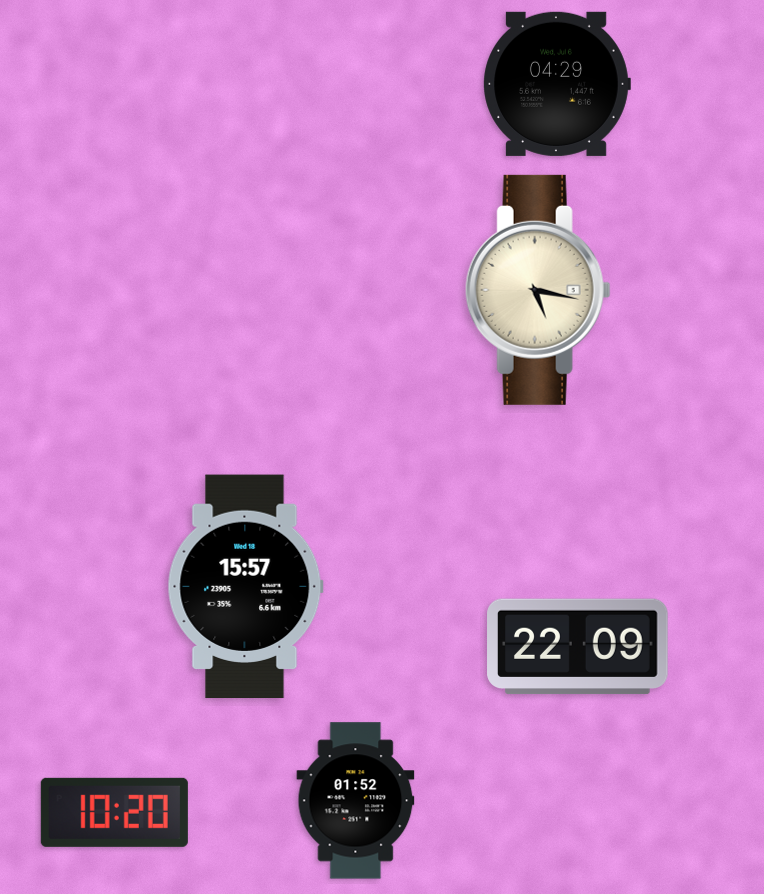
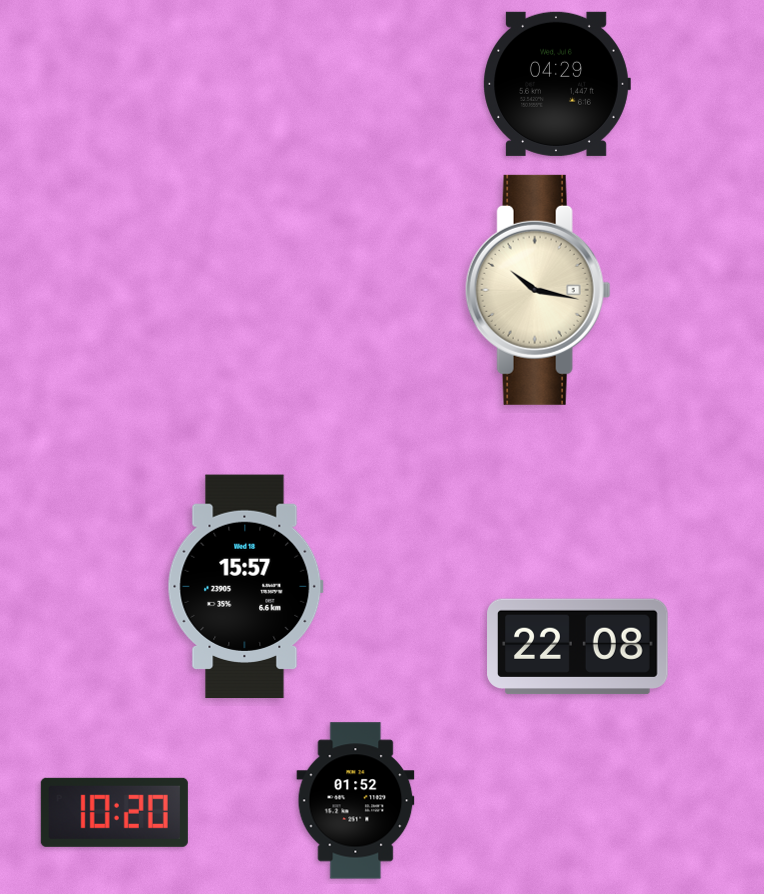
clock at (538, 290): 5:17 -> 10:17
clock at (578, 647): 22:09 -> 22:08
